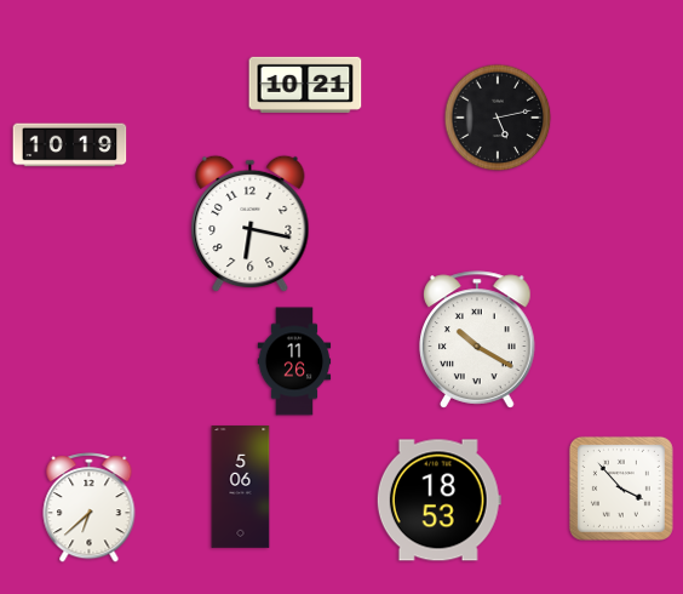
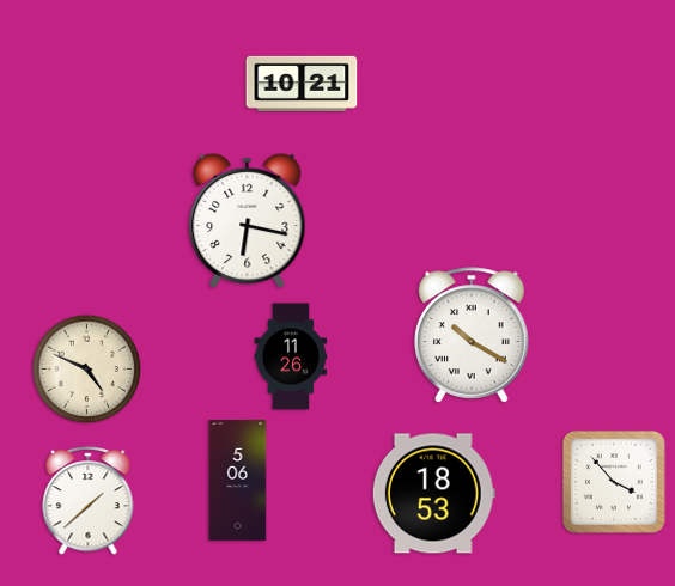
clock at (498, 118): 5:13 -> none
clock at (70, 145): 10:19 -> none
clock at (87, 370): none -> 4:49
clock at (90, 508): 6:38 -> 1:38
